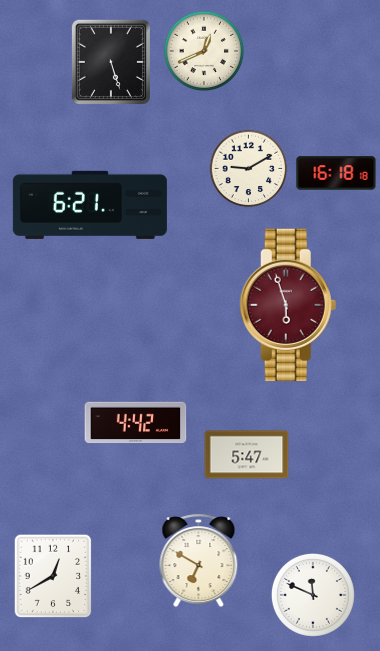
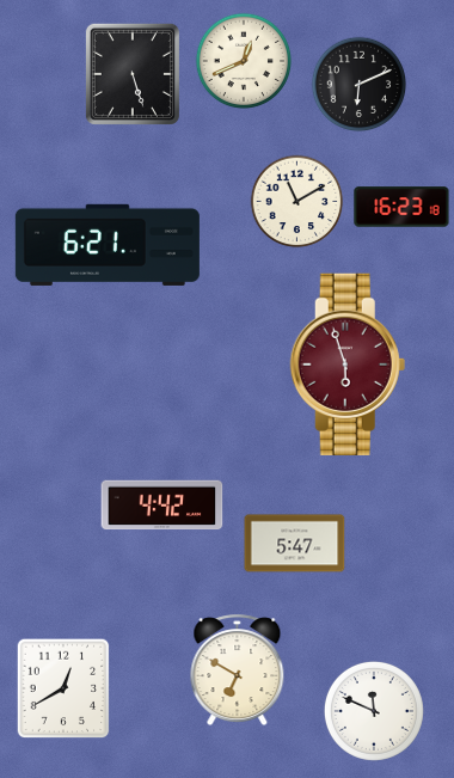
clock at (360, 85): none -> 6:11
clock at (249, 169): 9:10 -> 11:10
clock at (336, 173): 16:18 -> 16:23
clock at (288, 305) position: (288, 305) -> (348, 365)
